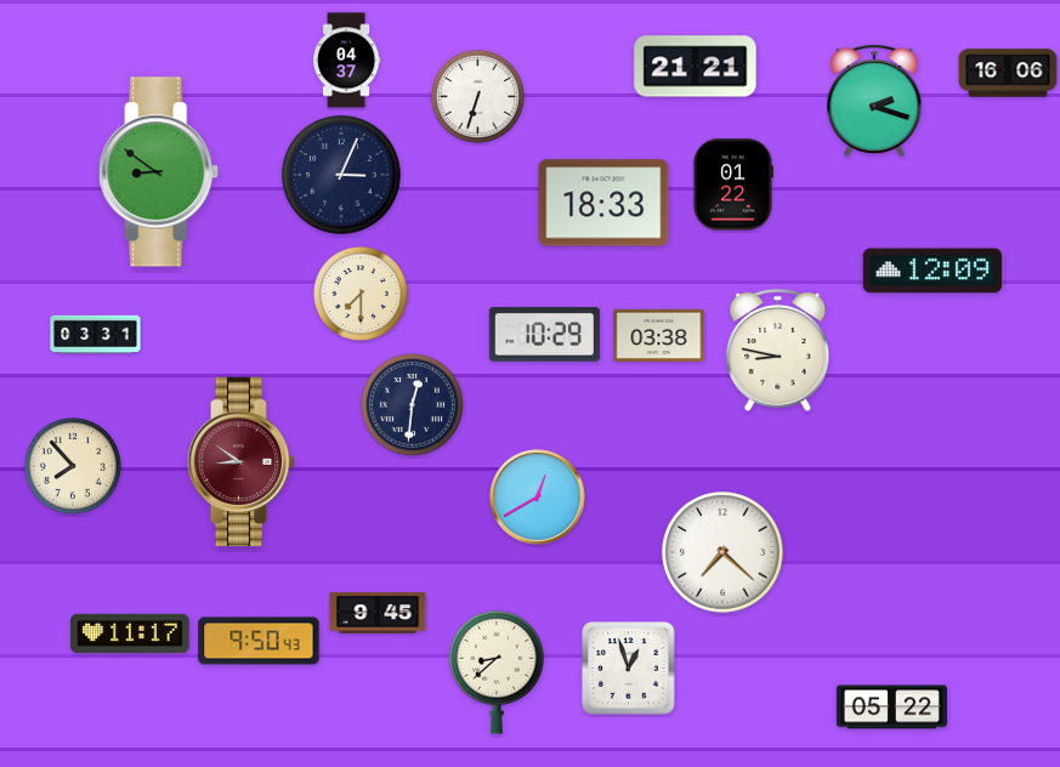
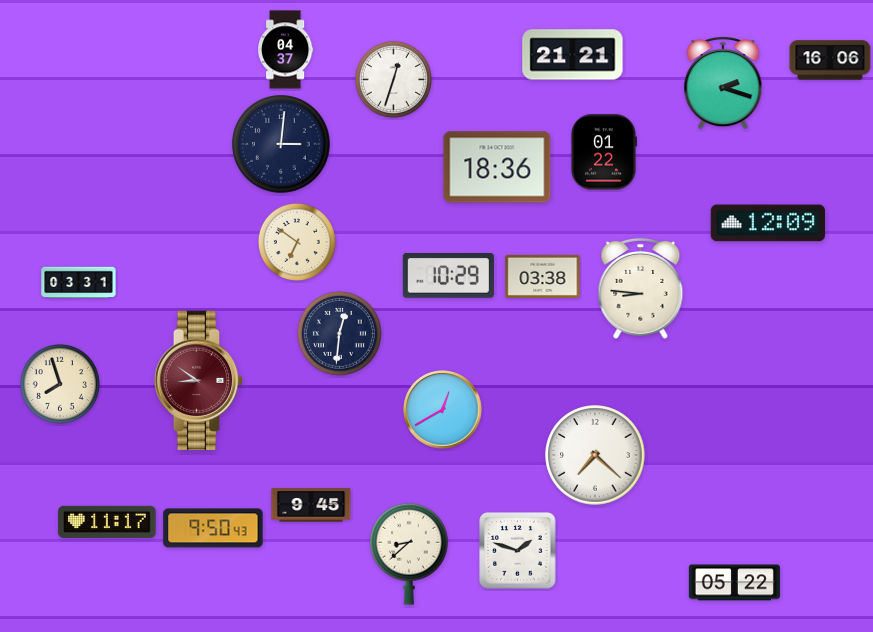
clock at (477, 96): 6:33 -> 12:33
clock at (874, 101) position: (874, 101) -> (723, 83)
clock at (159, 172): 8:51 -> none
clock at (341, 175): 3:04 -> 3:01
clock at (603, 203): 18:33 -> 18:36
clock at (361, 294): 7:30 -> 6:51
clock at (96, 335) position: (96, 335) -> (79, 283)
clock at (778, 350): 8:47 -> 8:46
clock at (73, 466): 7:53 -> 7:57
clock at (629, 669): 12:57 -> 1:48
